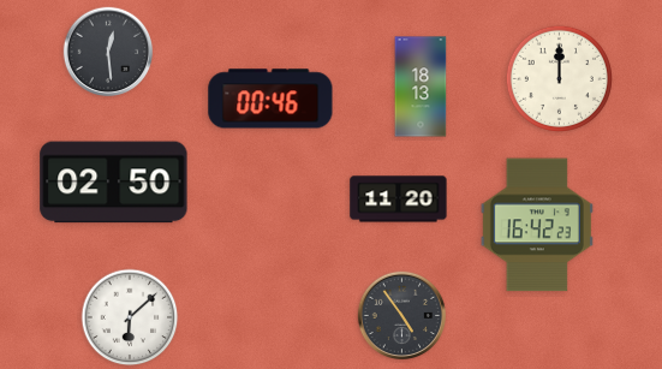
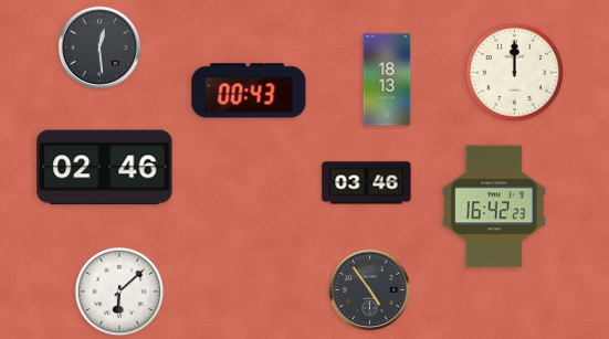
clock at (270, 99): 00:46 -> 00:43
clock at (114, 183): 02:50 -> 02:46
clock at (399, 200): 11:20 -> 03:46
